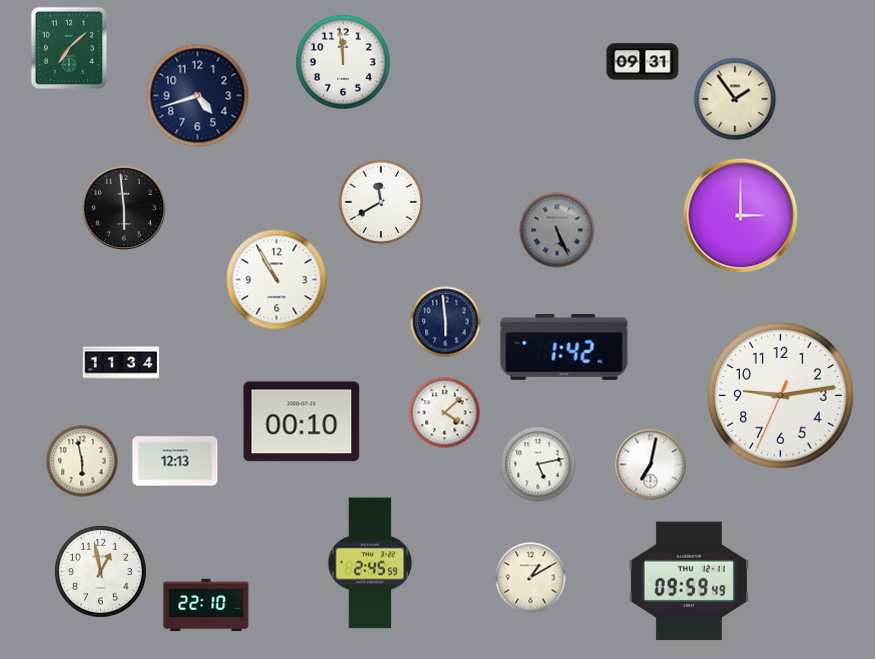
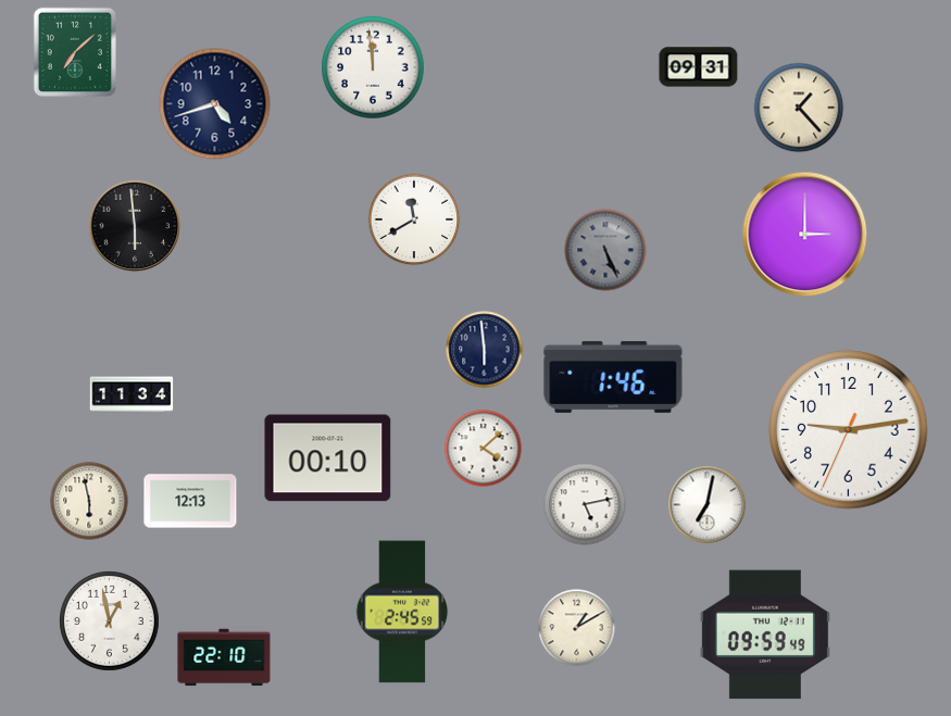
clock at (735, 99): 1:54 -> 1:23
clock at (277, 280): 10:55 -> none
clock at (564, 347): 1:42 -> 1:46
clock at (689, 581) position: (689, 581) -> (765, 635)
